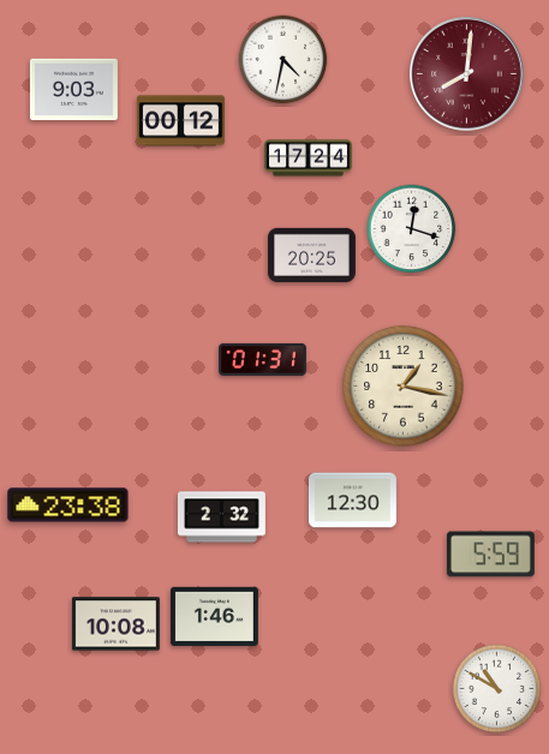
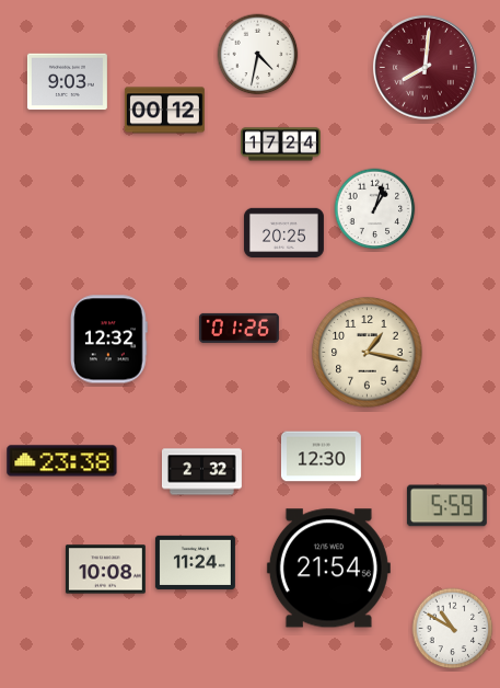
clock at (412, 229): 12:18 -> 1:03
clock at (262, 359): 01:31 -> 01:26
clock at (109, 340): none -> 12:32
clock at (214, 616): 1:46 -> 11:24
clock at (328, 569): none -> 21:54
